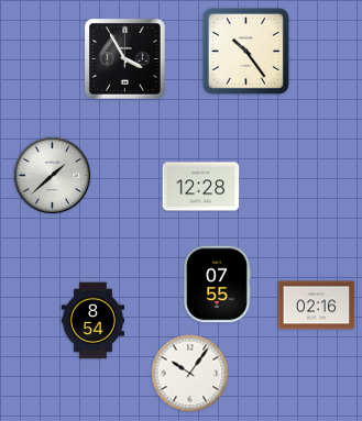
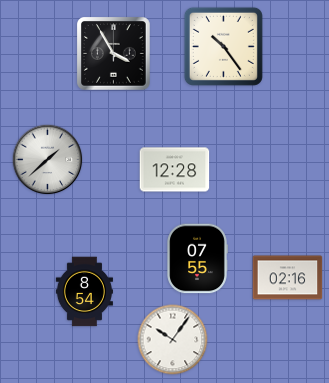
clock at (201, 187) position: (201, 187) -> (175, 170)
